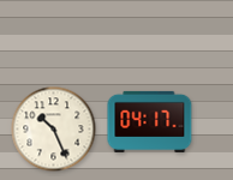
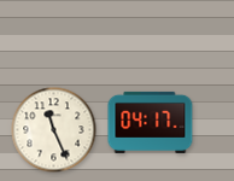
clock at (54, 130): 10:26 -> 11:26
